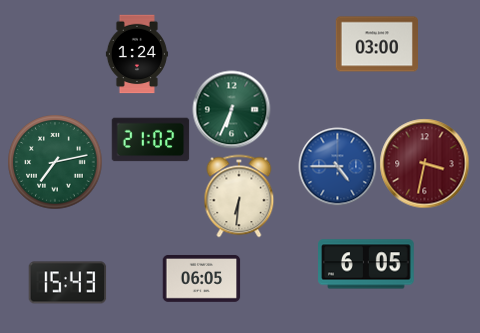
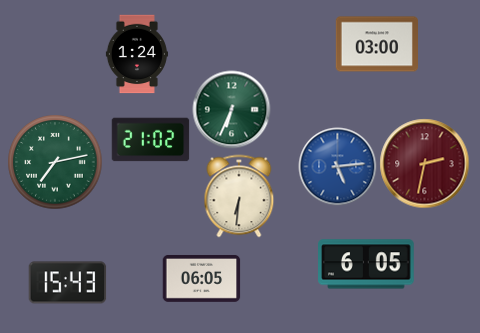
clock at (424, 163): 3:32 -> 2:32
clock at (337, 166): 4:45 -> 5:14
